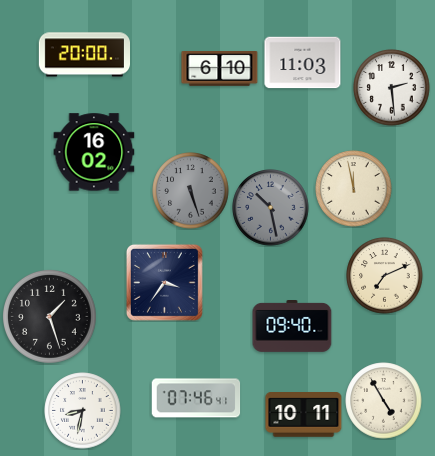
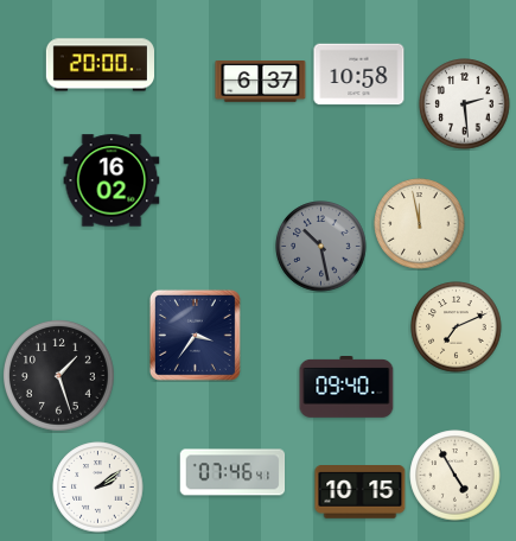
clock at (303, 63): 11:03 -> 10:58
clock at (220, 69): 6:10 -> 6:37
clock at (191, 191): 5:27 -> none
clock at (83, 411): 8:32 -> 2:09
clock at (304, 415): 10:11 -> 10:15
